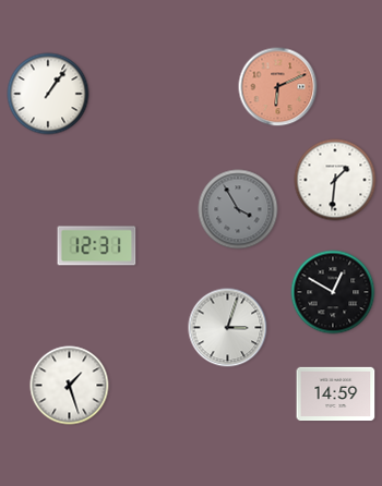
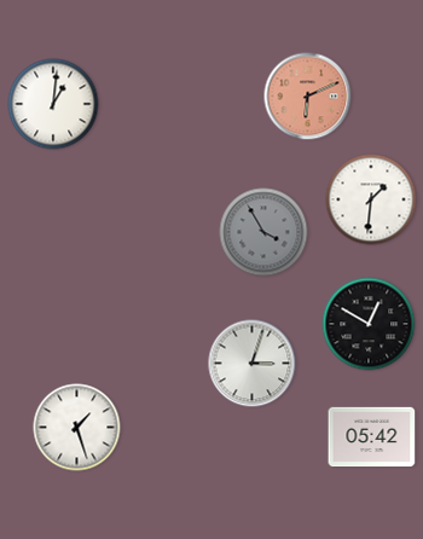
clock at (48, 94): 1:06 -> 1:01
clock at (97, 246): 12:31 -> none
clock at (336, 394): 14:59 -> 05:42
